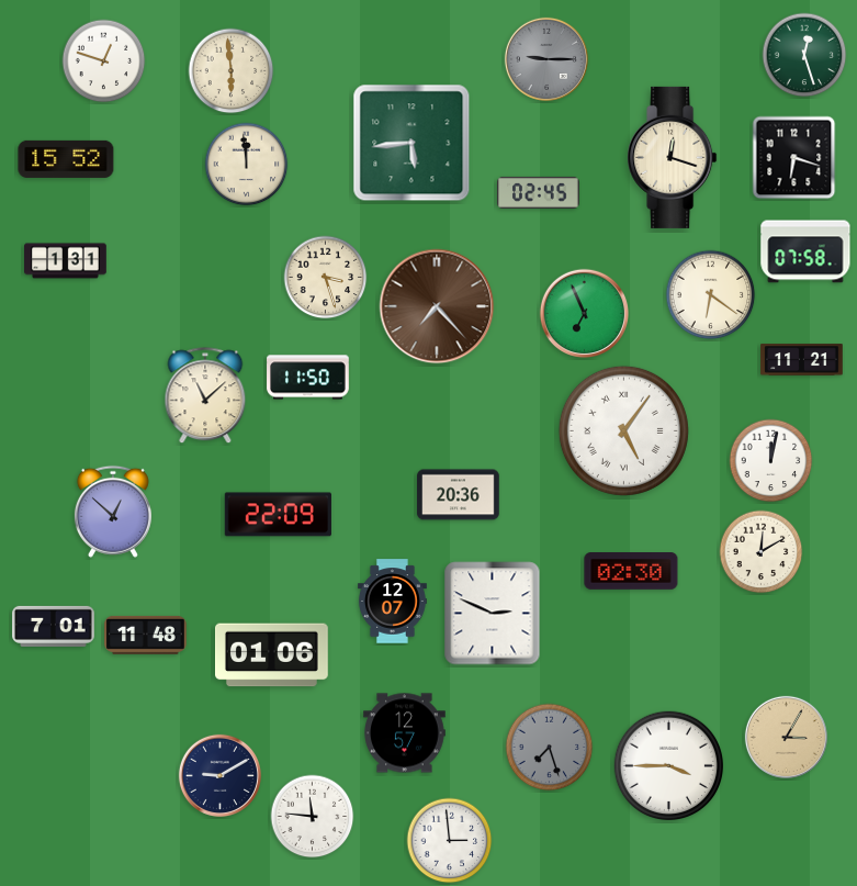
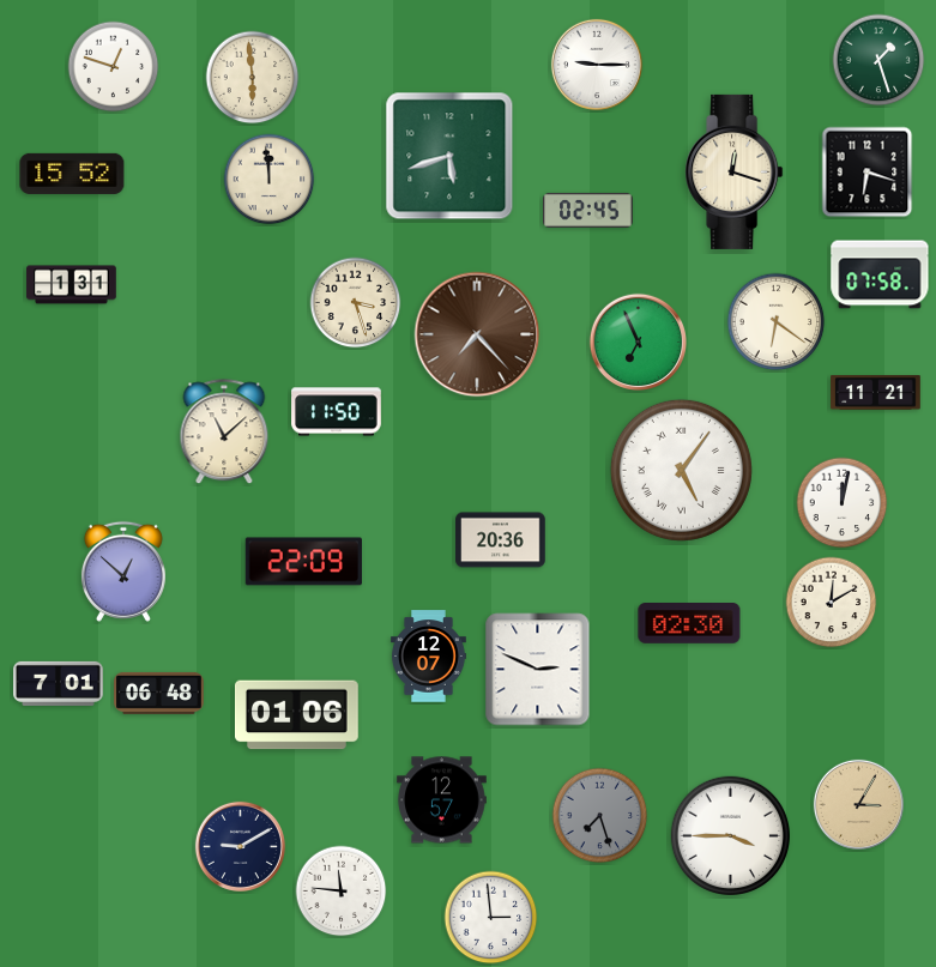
clock at (804, 55): 12:27 -> 1:27
clock at (546, 59) dial: grey -> white
clock at (411, 143): 5:44 -> 5:42
clock at (113, 512) position: (113, 512) -> (123, 572)
clock at (146, 635): 11:48 -> 06:48
